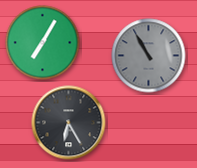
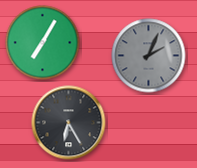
clock at (149, 56): 10:55 -> 2:04
